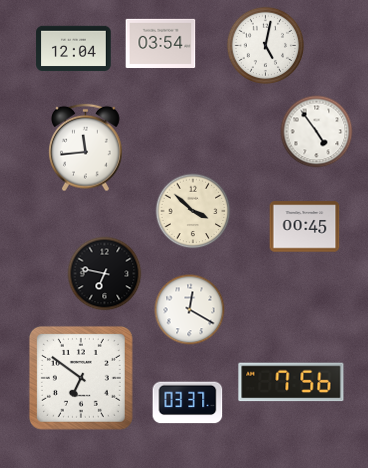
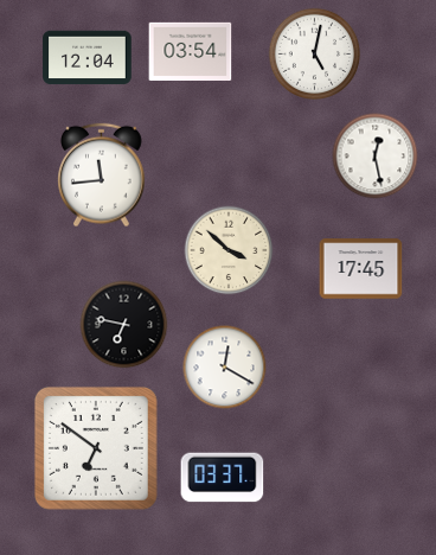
clock at (317, 132): 4:54 -> 12:28
clock at (305, 227): 00:45 -> 17:45
clock at (291, 382): 7:56 -> none
